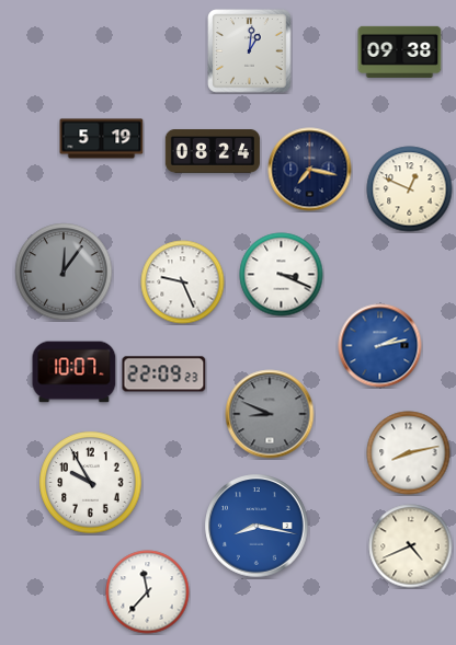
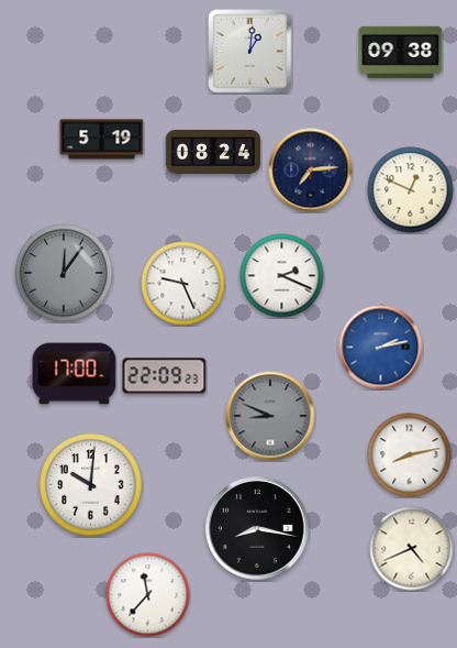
clock at (310, 170): 7:17 -> 7:14
clock at (282, 275): 3:19 -> 2:19
clock at (75, 372): 10:07 -> 17:00
clock at (91, 483): 9:55 -> 10:01
clock at (256, 526) dial: blue -> black
